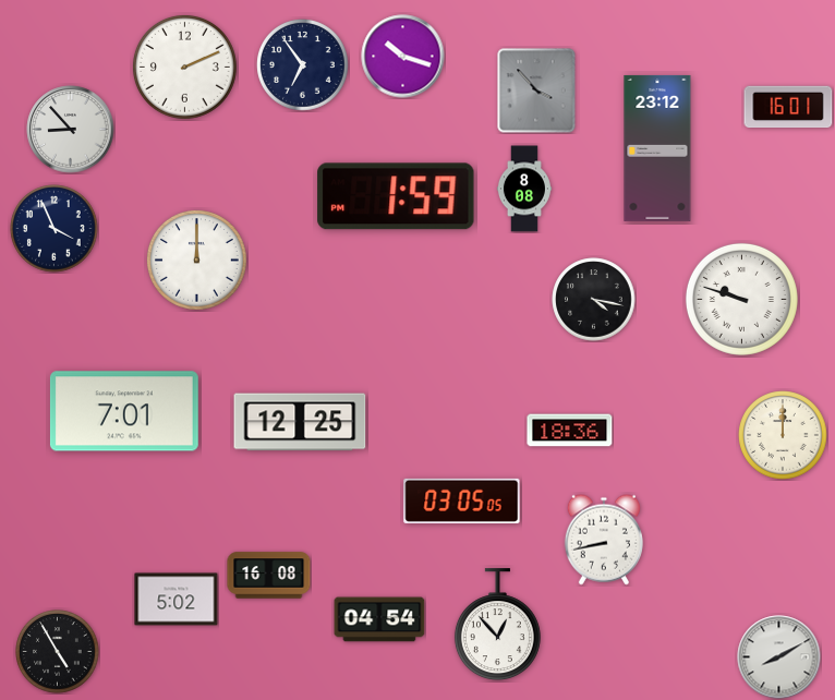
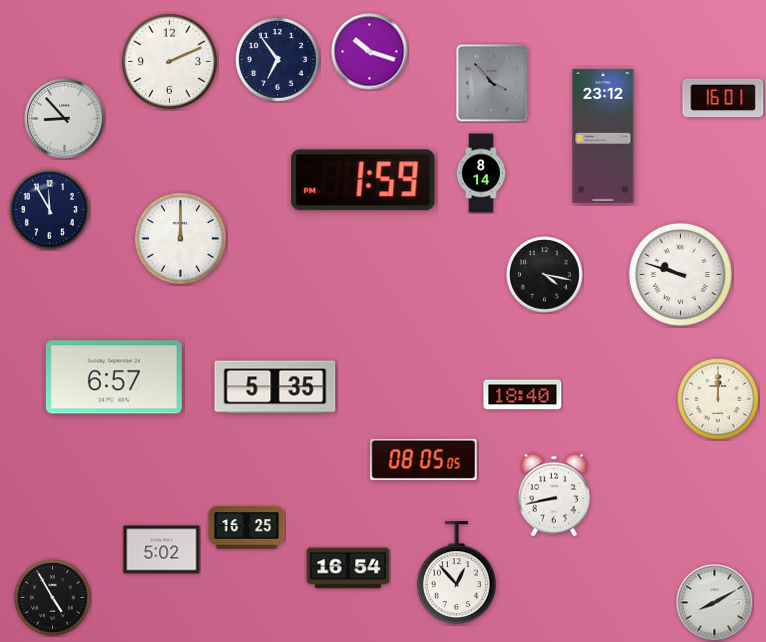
clock at (524, 189): 8:08 -> 8:14
clock at (55, 229): 3:56 -> 11:55
clock at (124, 411): 7:01 -> 6:57
clock at (300, 422): 12:25 -> 5:35
clock at (570, 431): 18:36 -> 18:40
clock at (462, 500): 03:05 -> 08:05
clock at (269, 576): 16:08 -> 16:25
clock at (379, 619): 04:54 -> 16:54
